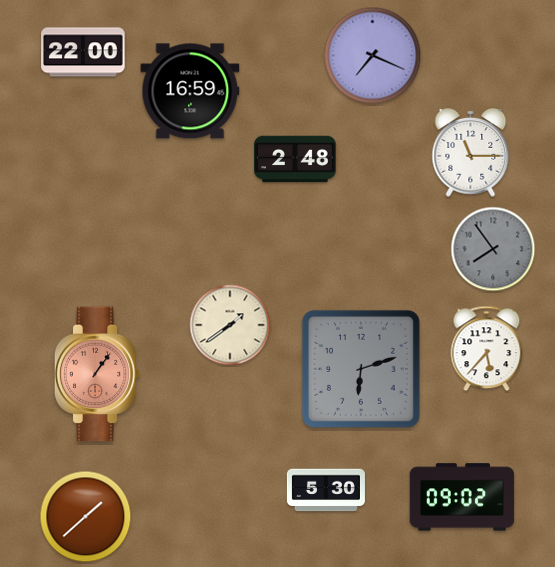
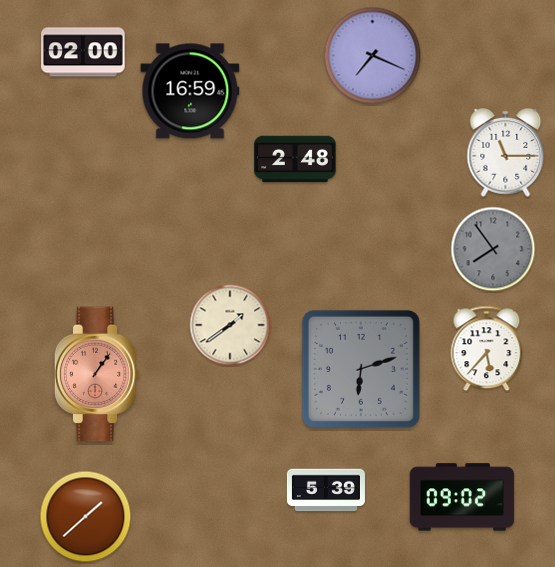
clock at (83, 52): 22:00 -> 02:00
clock at (471, 153) position: (471, 153) -> (506, 153)
clock at (326, 490): 5:30 -> 5:39
